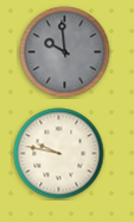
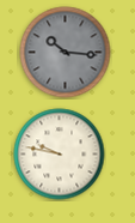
clock at (65, 53): 9:59 -> 10:16
